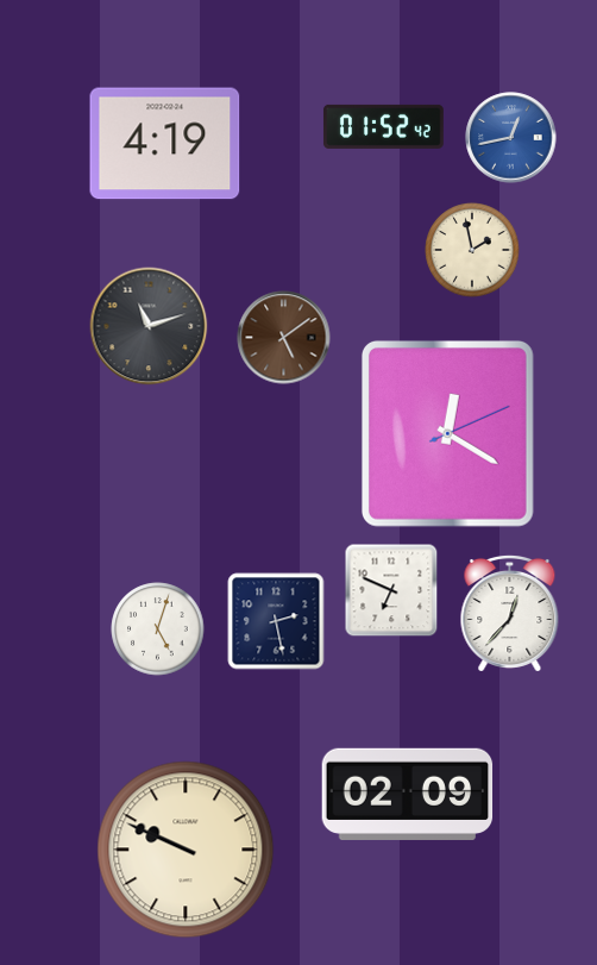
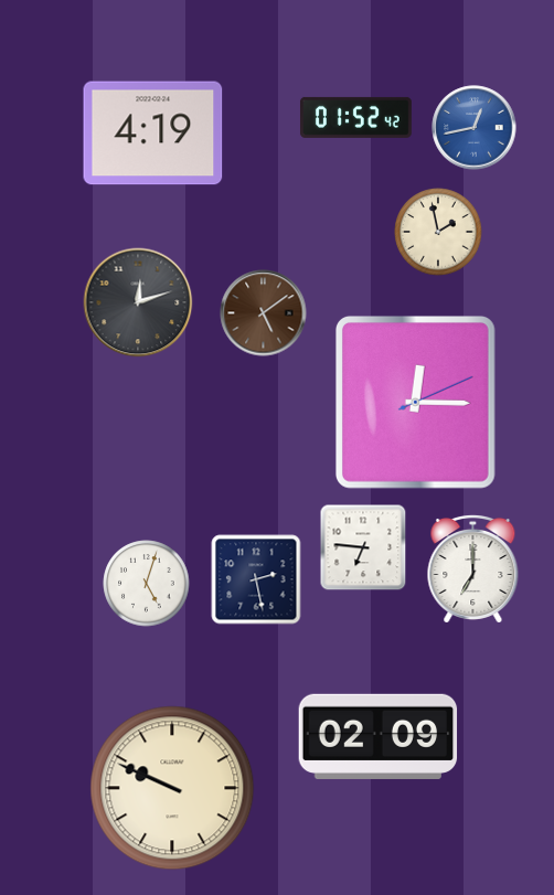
clock at (149, 326): 11:12 -> 12:12
clock at (447, 433): 12:20 -> 12:15
clock at (391, 590): 6:49 -> 6:46
clock at (510, 613): 12:37 -> 7:00
clock at (276, 621) position: (276, 621) -> (256, 579)
